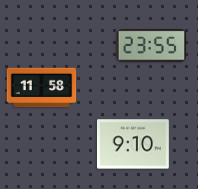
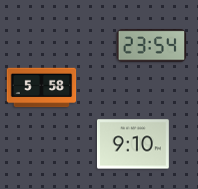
clock at (152, 46): 23:55 -> 23:54
clock at (42, 88): 11:58 -> 5:58
